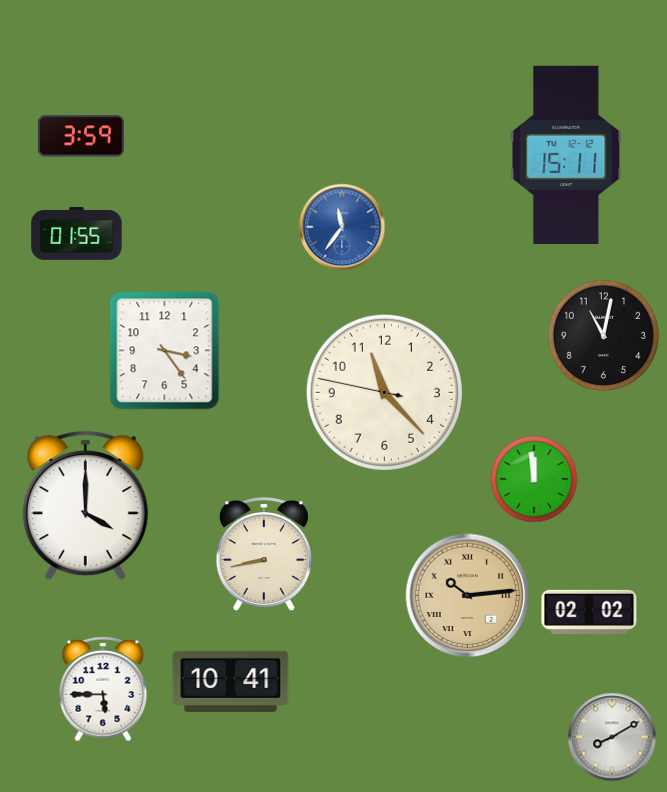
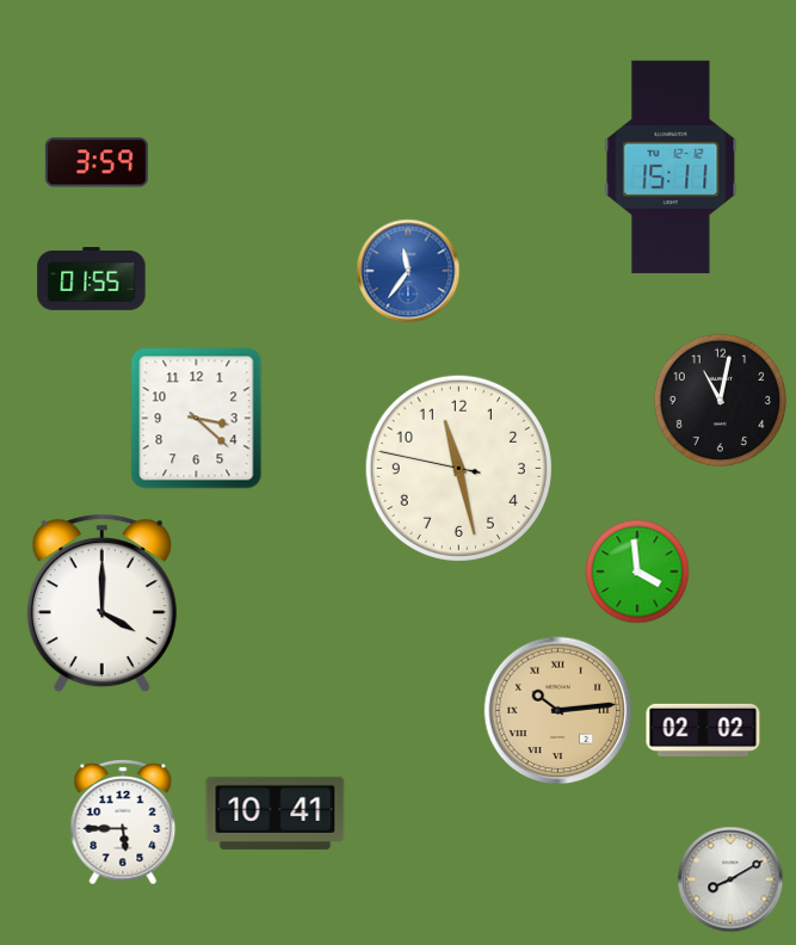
clock at (566, 155) position: (566, 155) -> (671, 167)
clock at (165, 351): 3:24 -> 3:22
clock at (384, 392): 11:22 -> 11:27
clock at (534, 479): 11:59 -> 3:59
clock at (264, 555): 8:43 -> none
